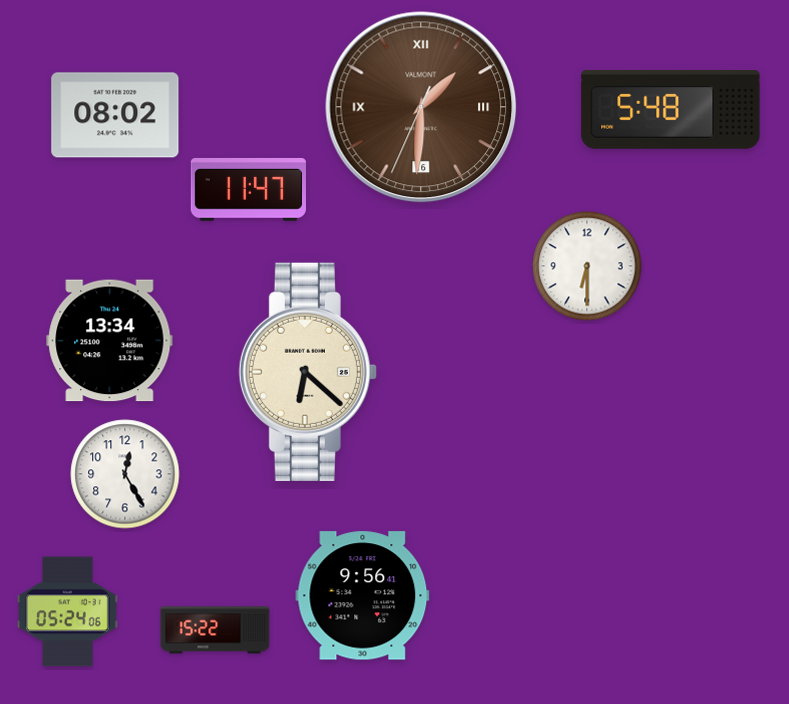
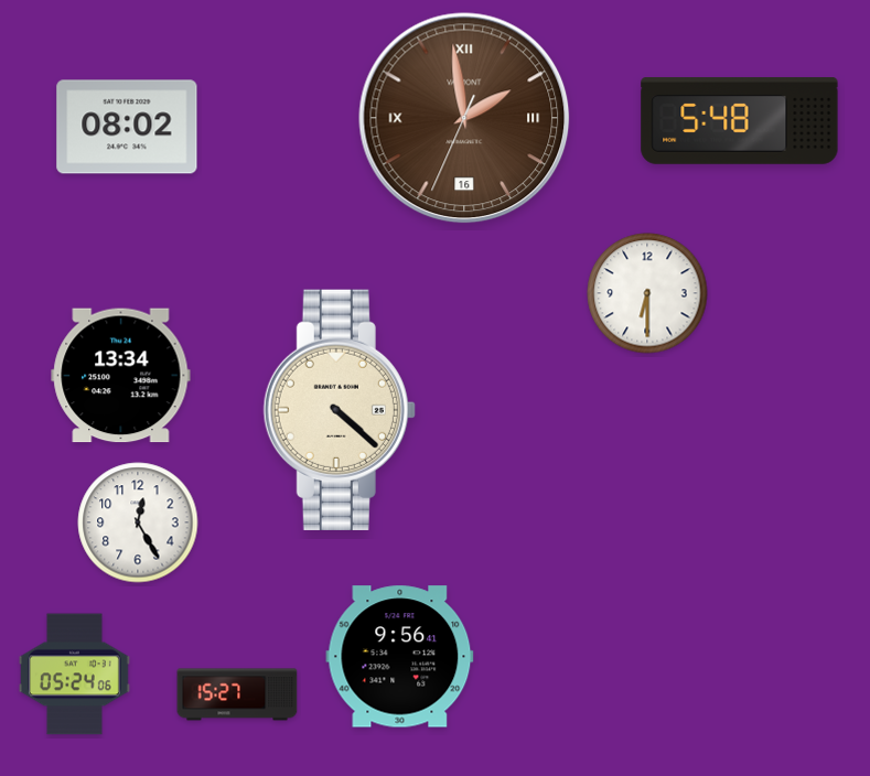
clock at (421, 107): 1:30 -> 1:58
clock at (248, 189): 11:47 -> none
clock at (308, 372): 6:22 -> 4:22
clock at (215, 630): 15:22 -> 15:27
